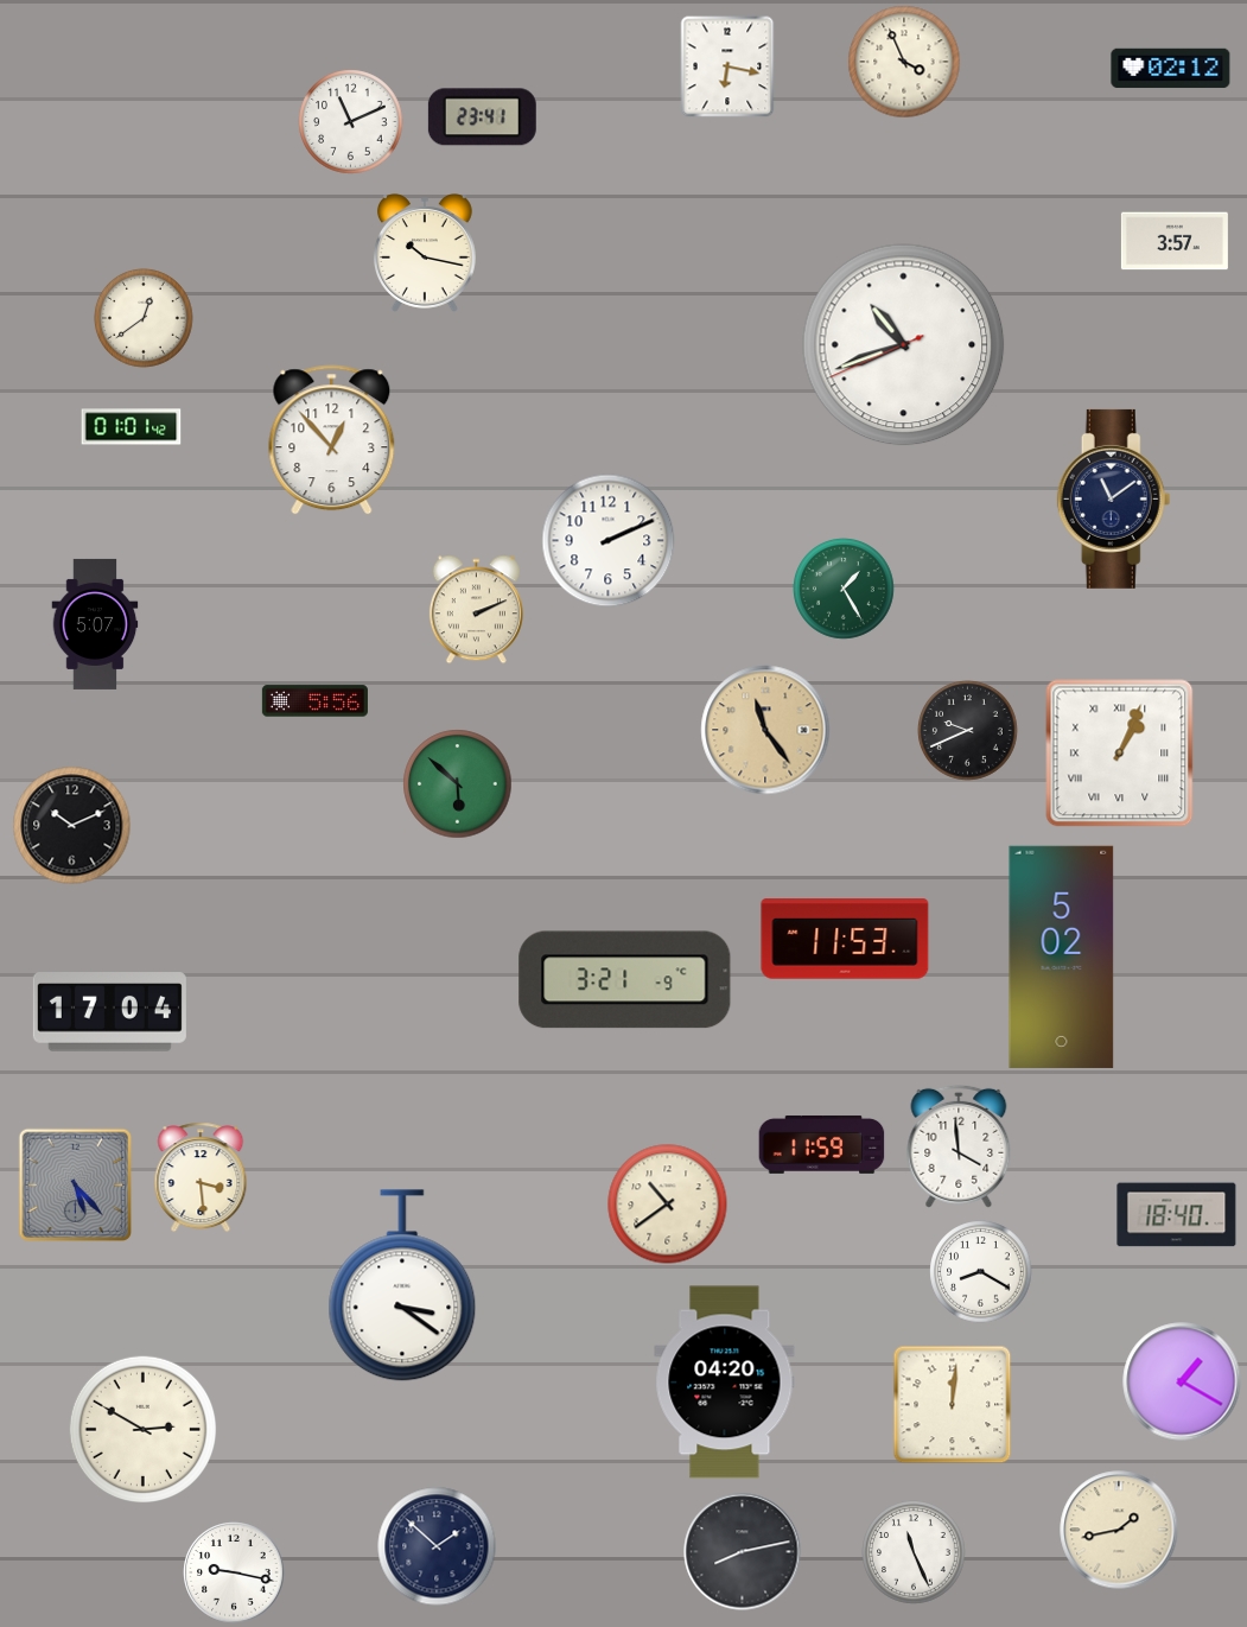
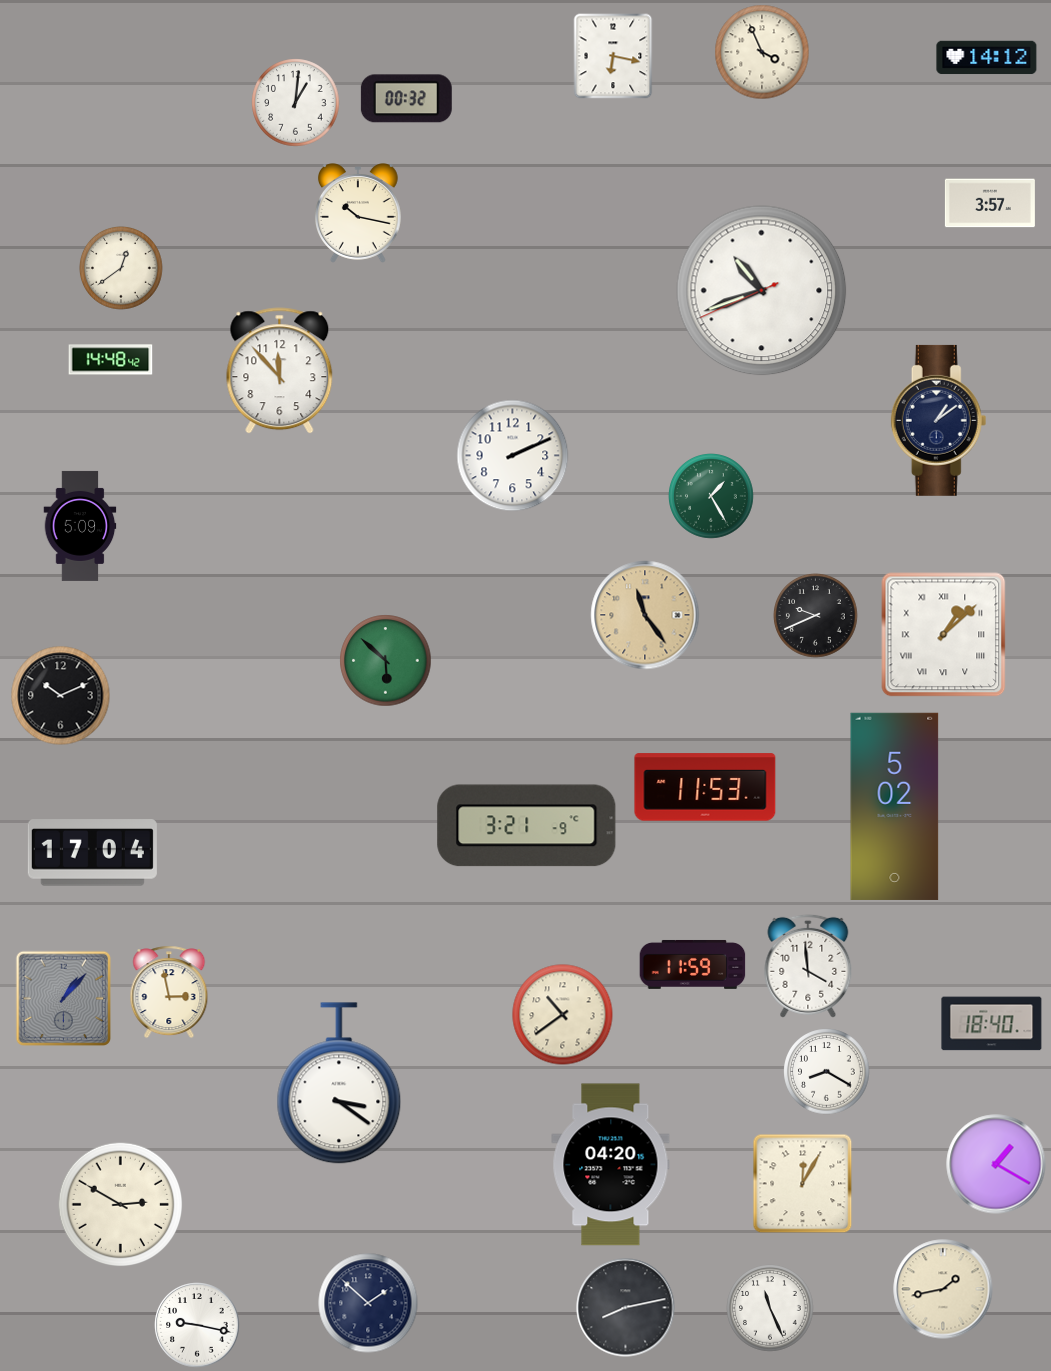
clock at (1171, 69): 02:12 -> 14:12
clock at (482, 117): 23:41 -> 00:32
clock at (351, 122): 11:11 -> 1:01
clock at (132, 427): 01:01 -> 14:48
clock at (332, 440): 12:53 -> 11:53
clock at (1114, 498): 11:09 -> 1:09
clock at (476, 610): 2:11 -> none
clock at (95, 624): 5:07 -> 5:09
clock at (314, 701): 5:56 -> none
clock at (1120, 754): 1:04 -> 1:08
clock at (845, 939) position: (845, 939) -> (705, 787)
clock at (201, 1177): 3:29 -> 2:58
clock at (76, 1186): 5:23 -> 1:07
clock at (953, 1405): 12:01 -> 12:05
